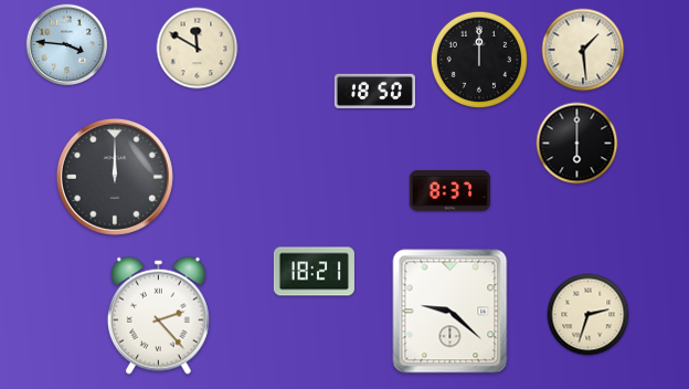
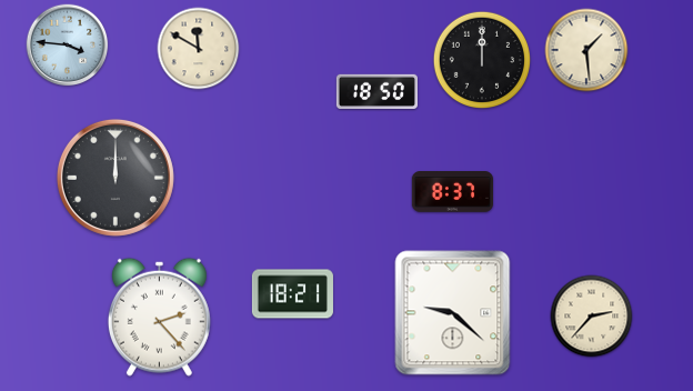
clock at (577, 144): 6:00 -> none
clock at (314, 272) position: (314, 272) -> (292, 294)
clock at (589, 315): 2:33 -> 2:37
